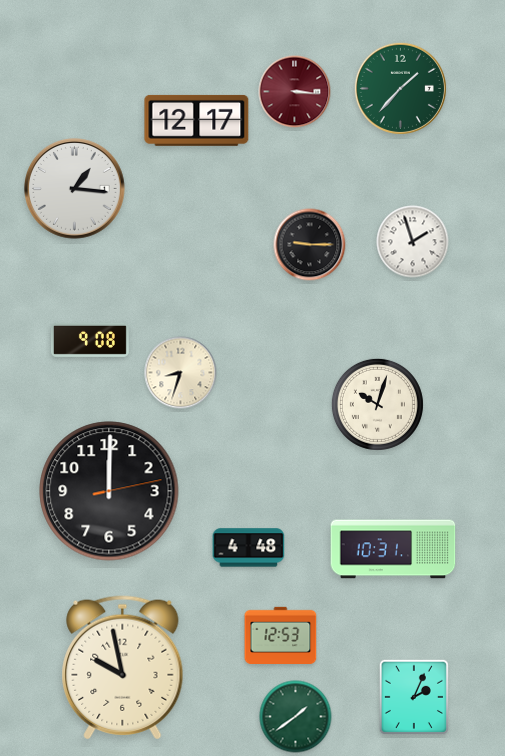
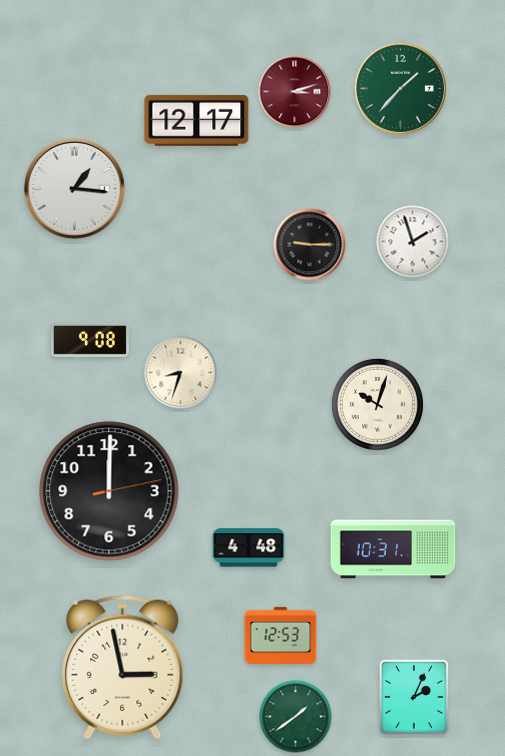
clock at (295, 92): 3:16 -> 3:12
clock at (123, 668): 9:58 -> 2:58
